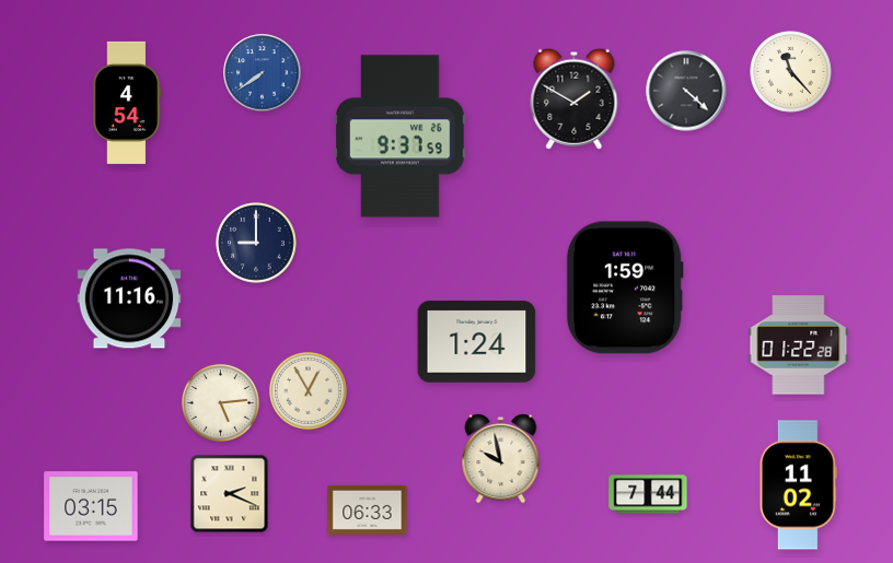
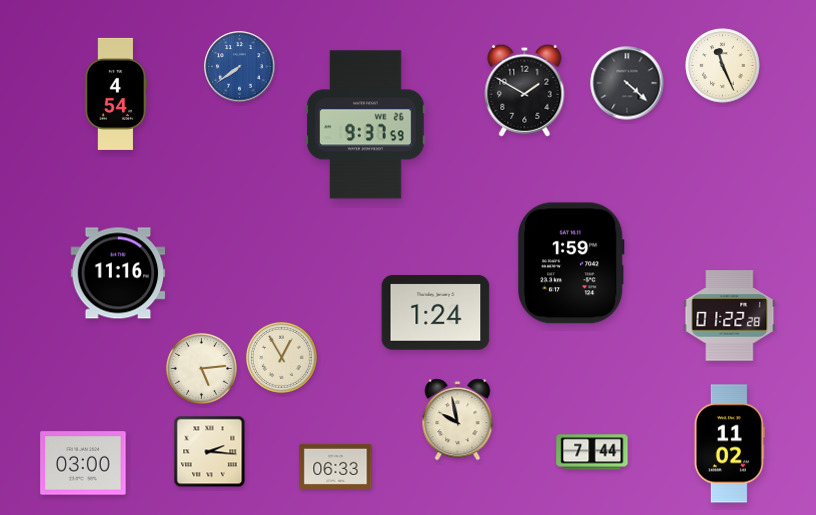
clock at (791, 72): 11:23 -> 11:26
clock at (256, 243): 9:00 -> none
clock at (230, 494): 2:19 -> 2:16
clock at (91, 506): 03:15 -> 03:00
